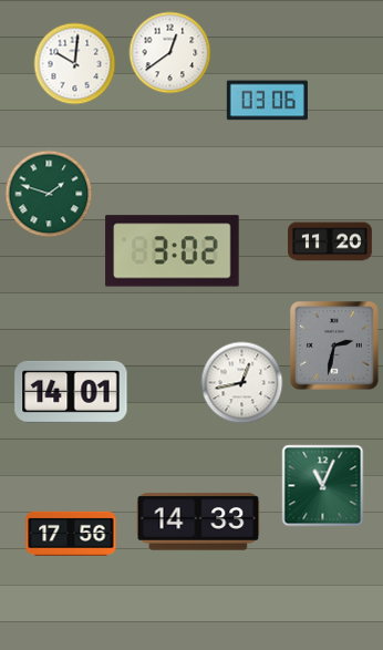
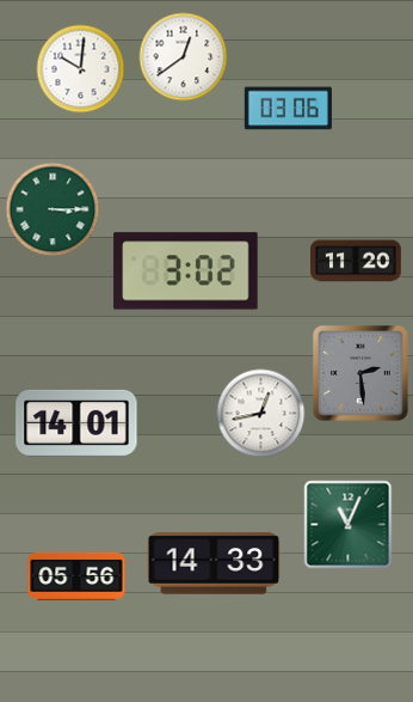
clock at (49, 194): 1:48 -> 3:15
clock at (335, 347): 2:32 -> 2:29
clock at (71, 534): 17:56 -> 05:56
